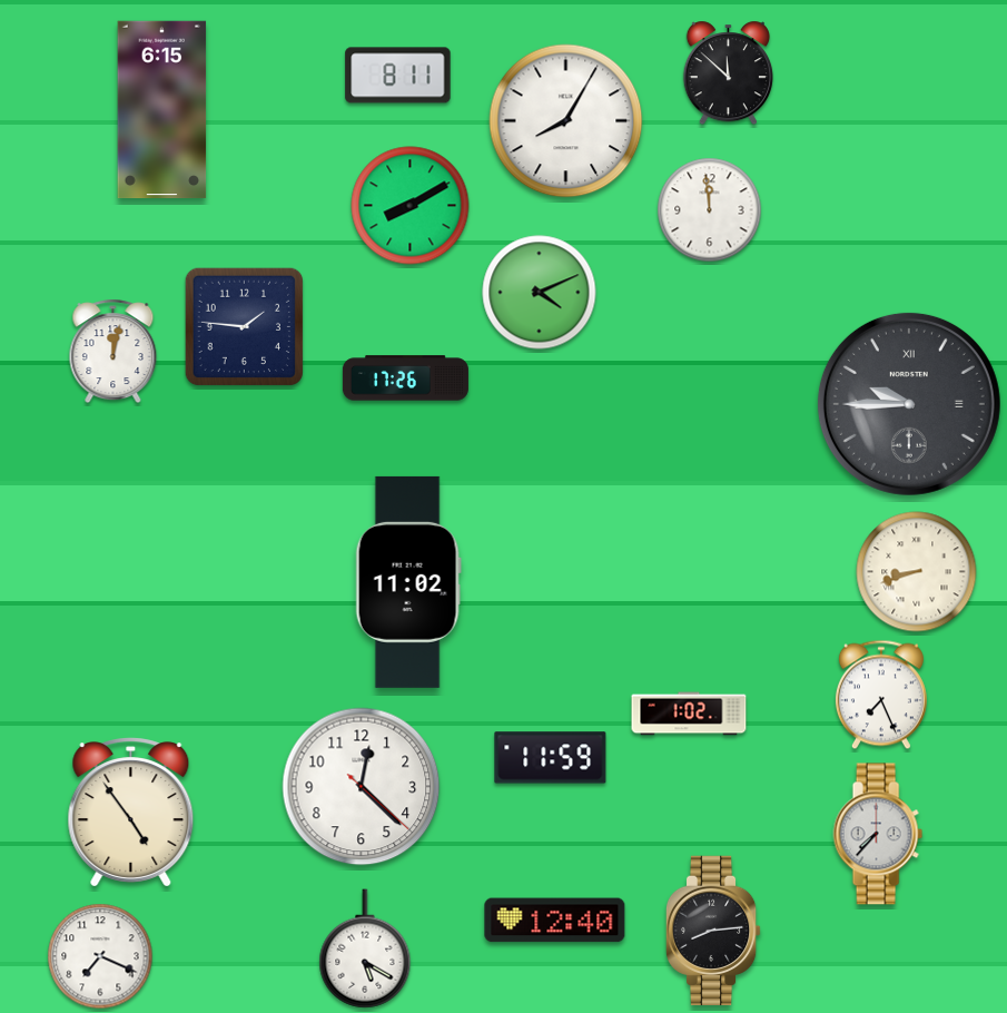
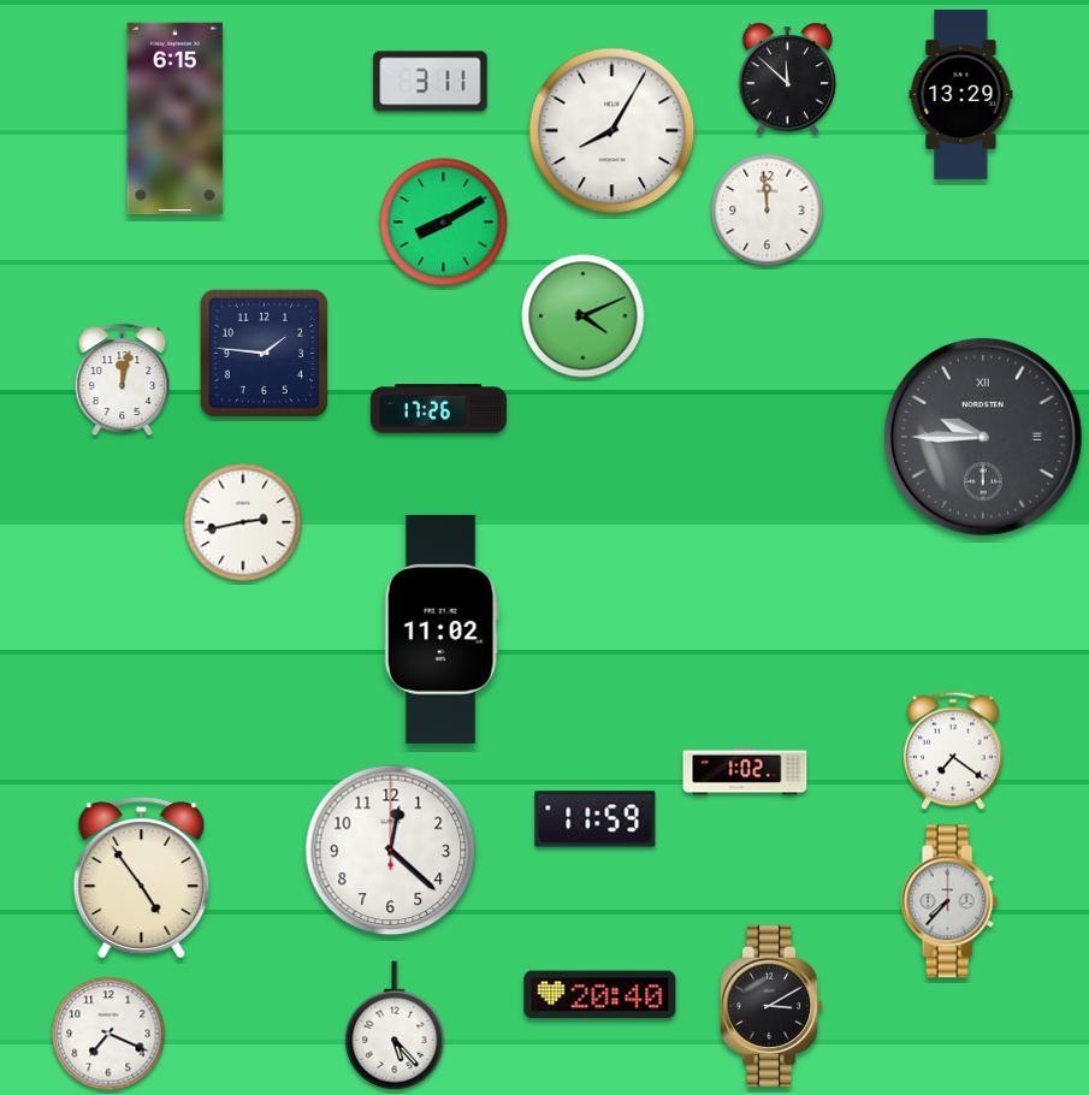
clock at (398, 76): 8:11 -> 3:11
clock at (961, 95): none -> 13:29
clock at (710, 210) position: (710, 210) -> (768, 211)
clock at (243, 522): none -> 2:43
clock at (917, 572): 8:42 -> none
clock at (881, 695): 7:26 -> 7:21
clock at (362, 787): 12:22:22 -> 12:22:00
clock at (555, 921): 12:40 -> 20:40
clock at (713, 931): 8:14 -> 3:10
clock at (365, 948): 5:20 -> 5:23
